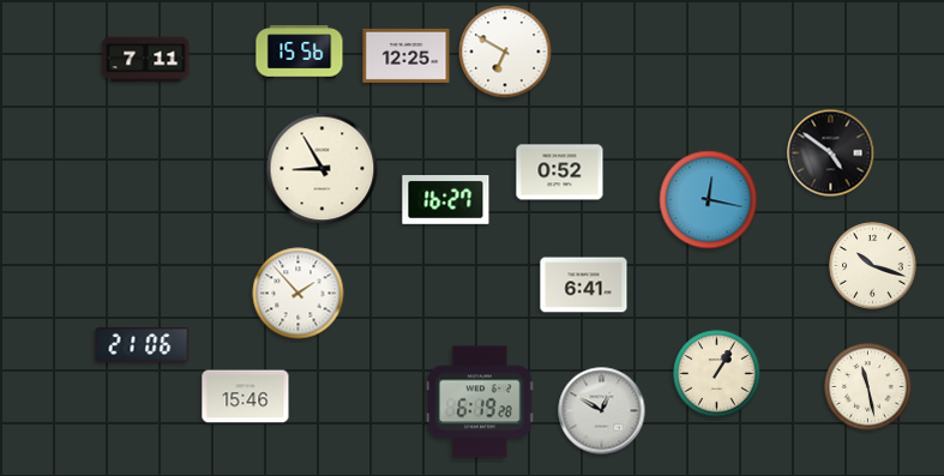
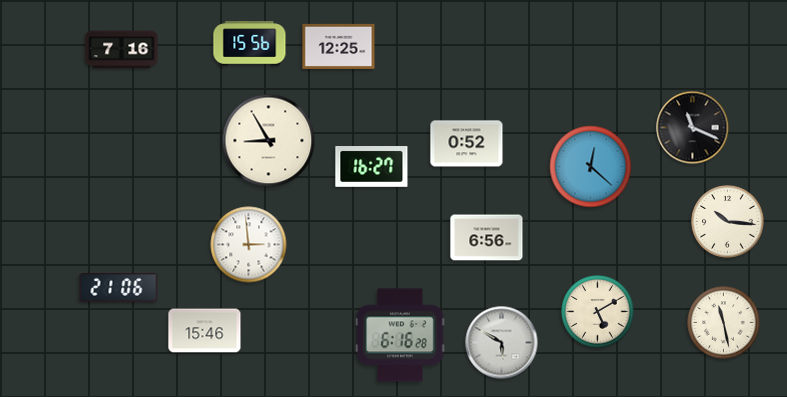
clock at (505, 52): 6:50 -> none
clock at (146, 60): 7:11 -> 7:16
clock at (831, 153): 4:51 -> 11:19
clock at (709, 200): 12:17 -> 12:22
clock at (873, 266): 10:18 -> 10:16
clock at (584, 285): 6:41 -> 6:56
clock at (299, 294): 1:53 -> 2:59
clock at (717, 374): 1:05 -> 5:10
clock at (480, 402): 6:19 -> 6:16
clock at (602, 411): 12:50 -> 5:50
